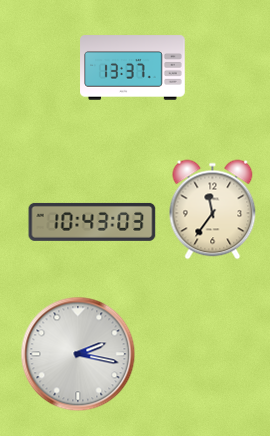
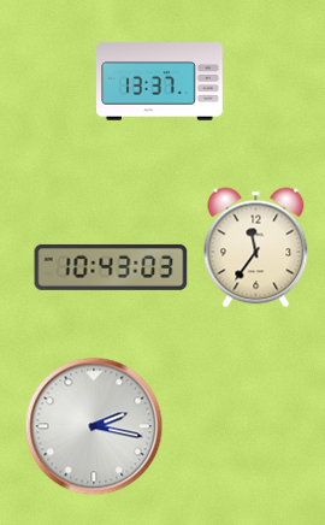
clock at (213, 210) position: (213, 210) -> (256, 248)
